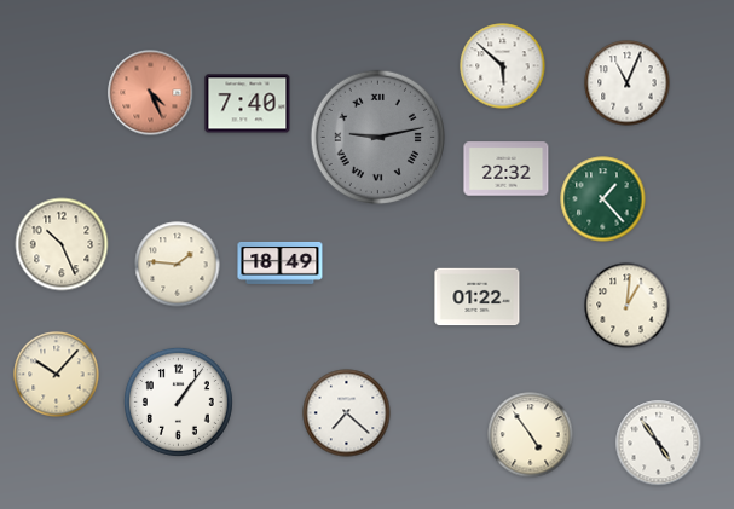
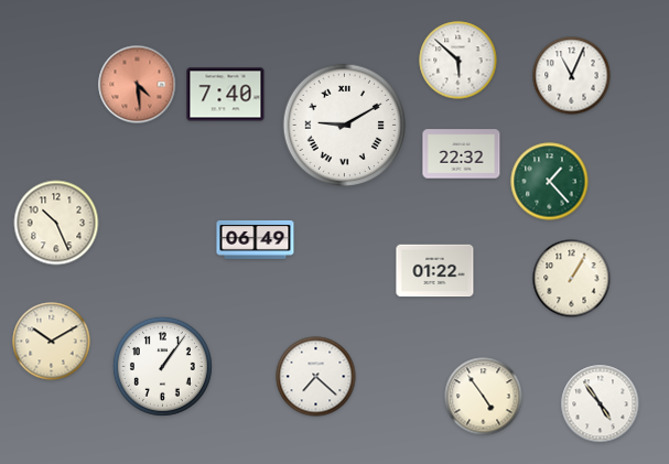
clock at (151, 93): 4:26 -> 4:29
clock at (377, 137): 9:13 -> 9:10
clock at (377, 137) dial: grey -> white
clock at (281, 264): 18:49 -> 06:49
clock at (178, 265): 1:46 -> none
clock at (628, 306): 1:01 -> 1:05
clock at (57, 375): 10:07 -> 10:10
